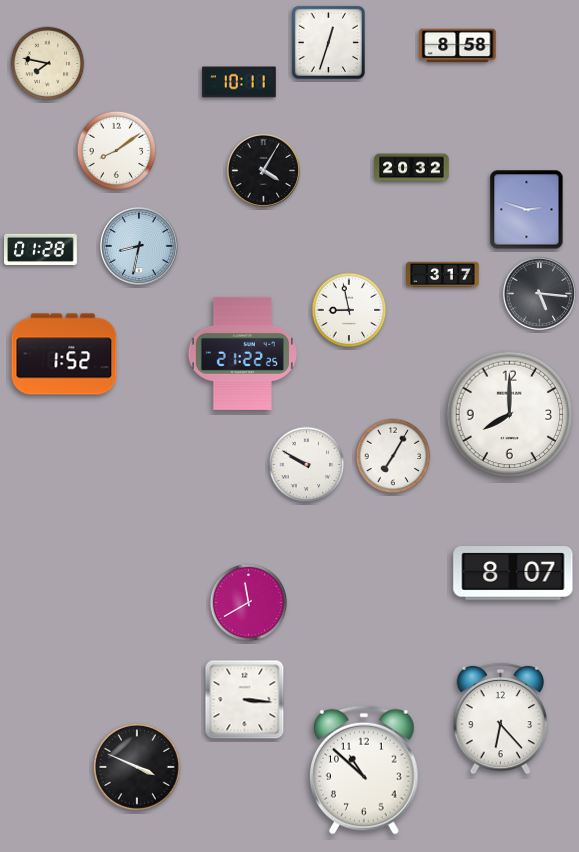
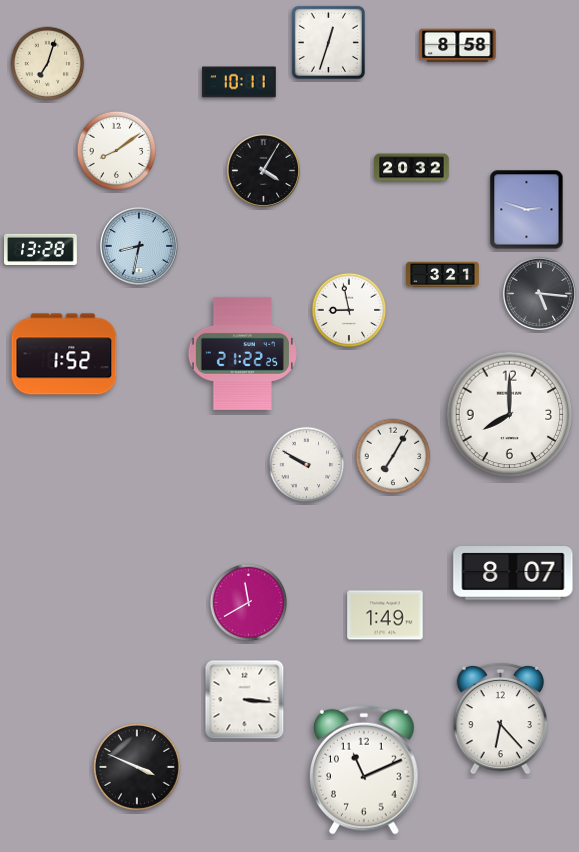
clock at (48, 64): 7:47 -> 7:03
clock at (41, 249): 01:28 -> 13:28
clock at (443, 275): 3:17 -> 3:21
clock at (385, 615): none -> 1:49
clock at (365, 770): 10:52 -> 11:11
